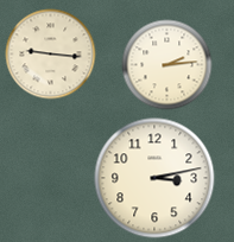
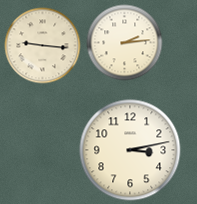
clock at (167, 65) position: (167, 65) -> (125, 43)
